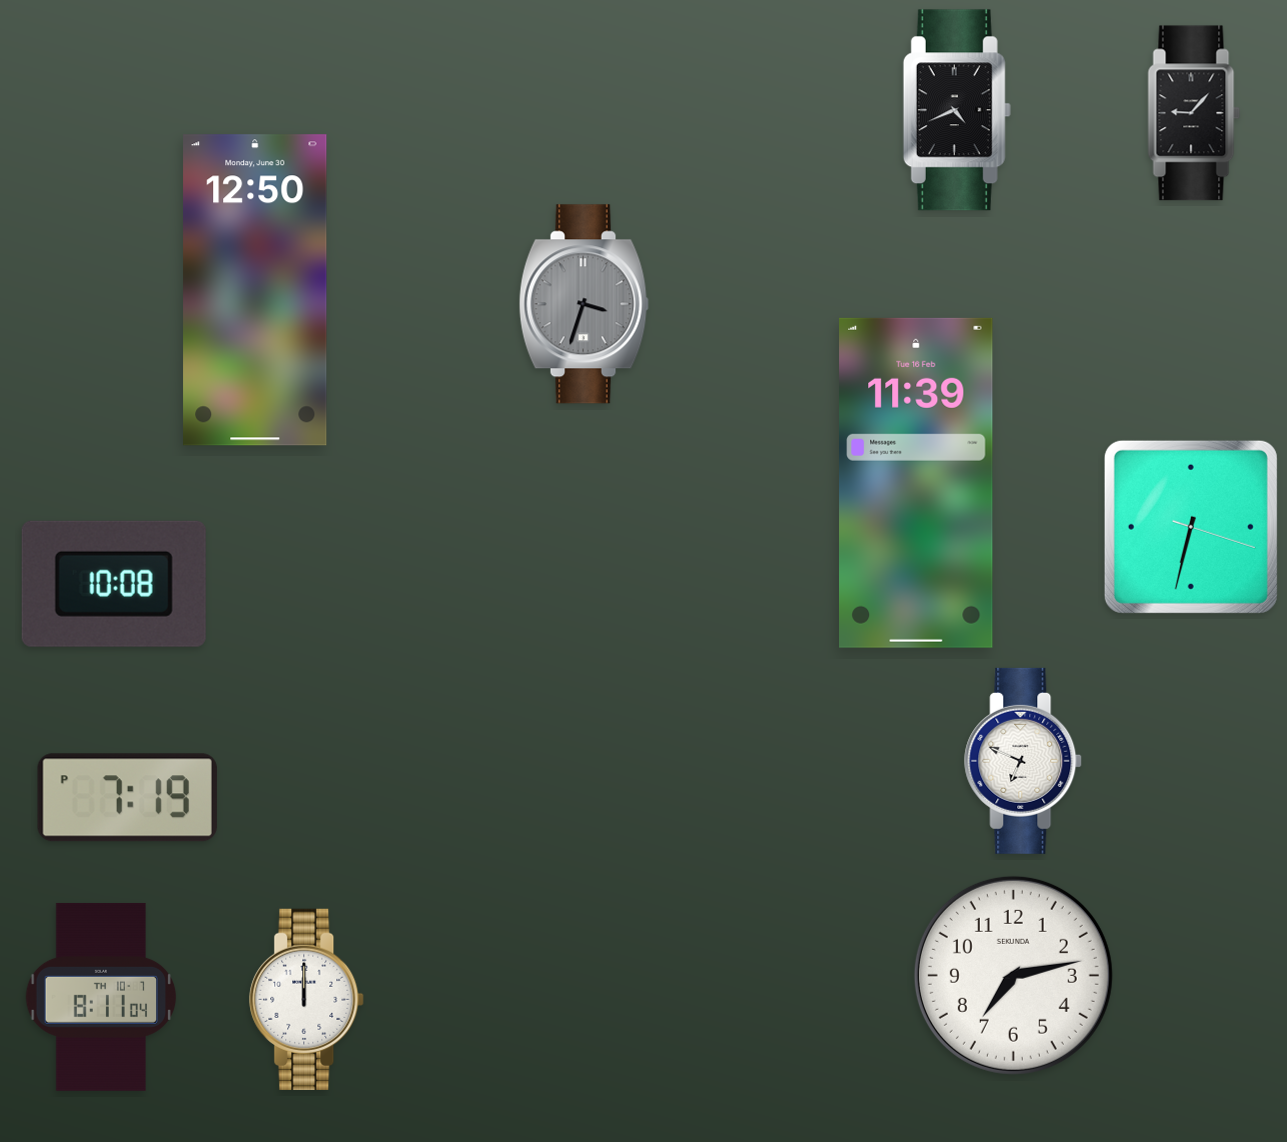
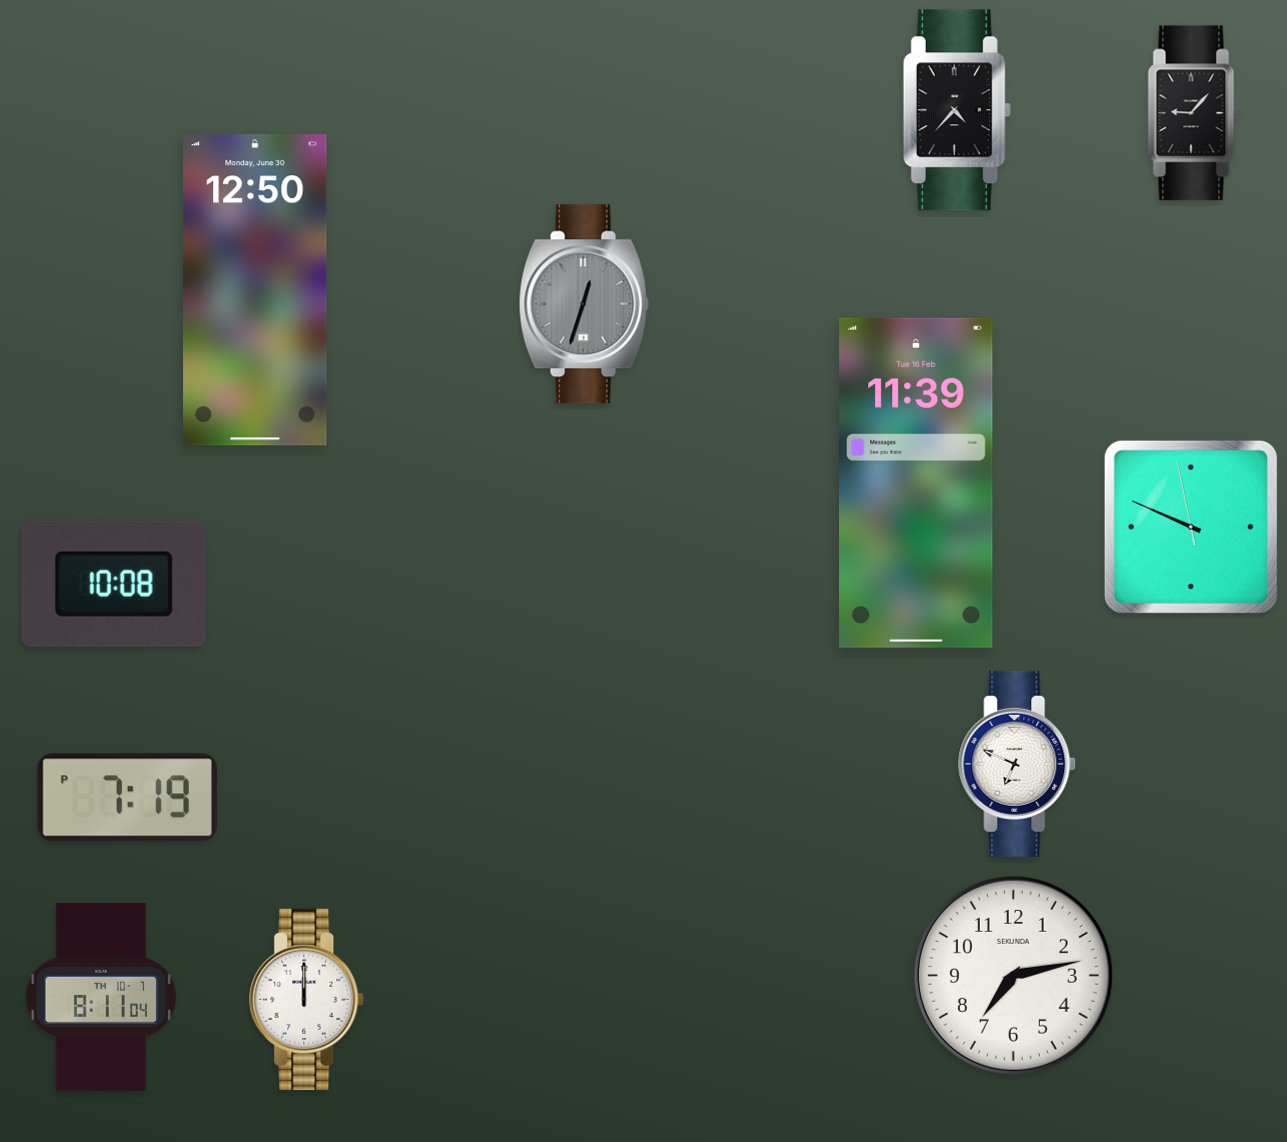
clock at (957, 110): 4:41 -> 4:37
clock at (584, 304): 3:33 -> 12:33
clock at (1191, 527): 6:32 -> 9:48
clock at (1024, 761) position: (1024, 761) -> (1018, 764)
